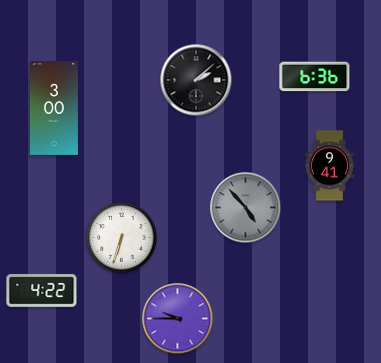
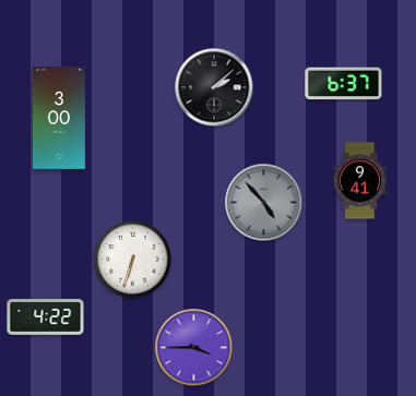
clock at (315, 77): 6:36 -> 6:37
clock at (246, 208) position: (246, 208) -> (264, 203)
clock at (178, 319): 9:45 -> 3:45
